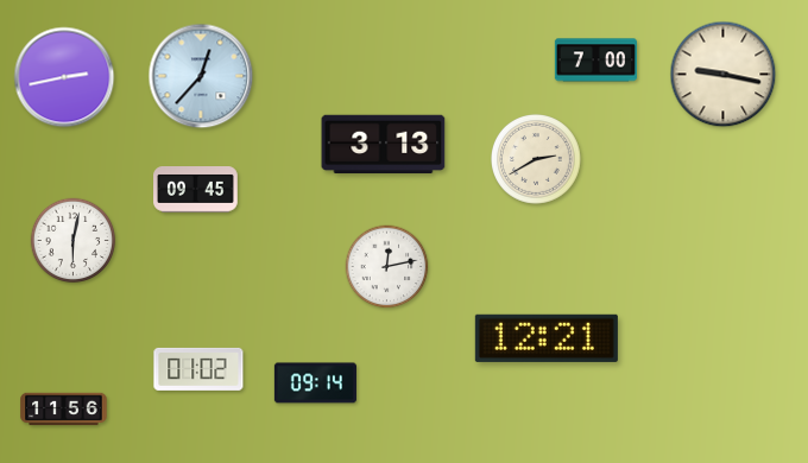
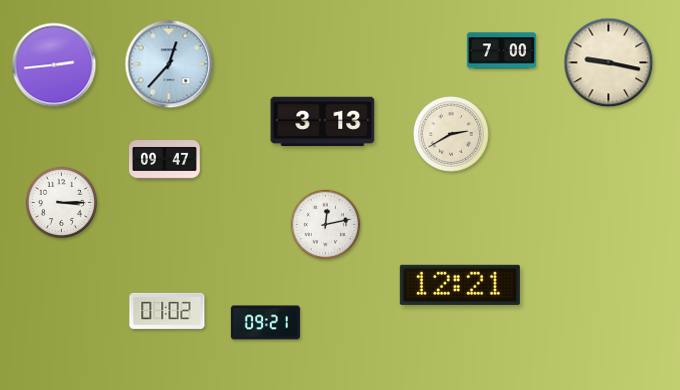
clock at (64, 77): 2:43 -> 2:44
clock at (196, 190): 09:45 -> 09:47
clock at (74, 241): 6:02 -> 3:15
clock at (315, 383): 09:14 -> 09:21
clock at (64, 410): 11:56 -> none
